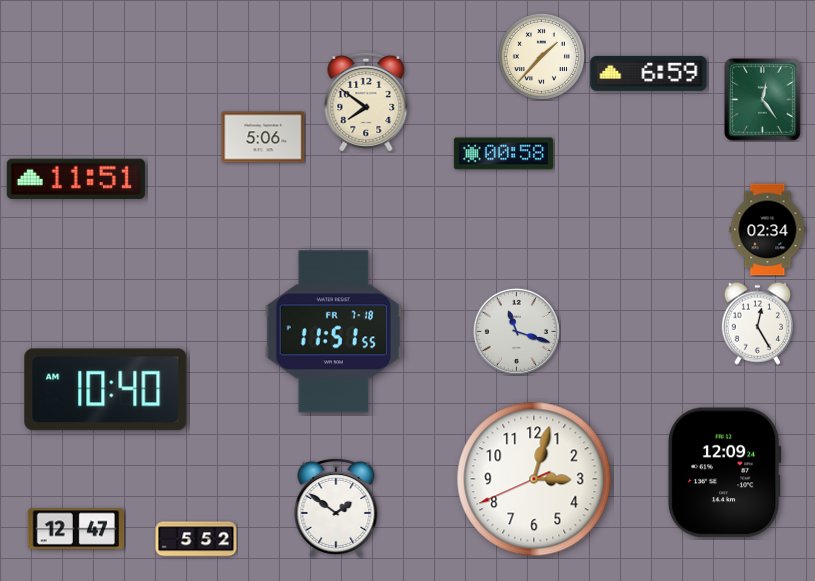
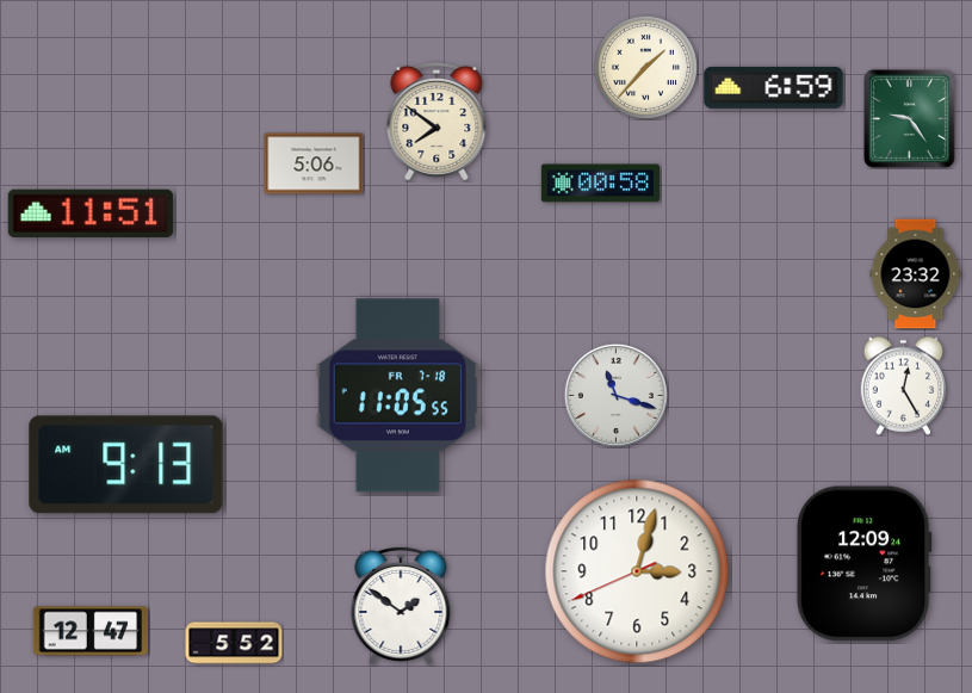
clock at (762, 99): 12:24 -> 9:24
clock at (768, 230): 02:34 -> 23:32
clock at (333, 332): 11:51 -> 11:05
clock at (106, 390): 10:40 -> 9:13
